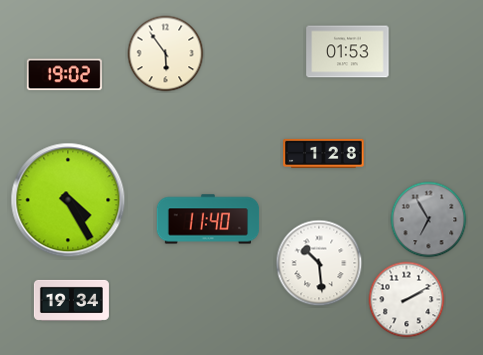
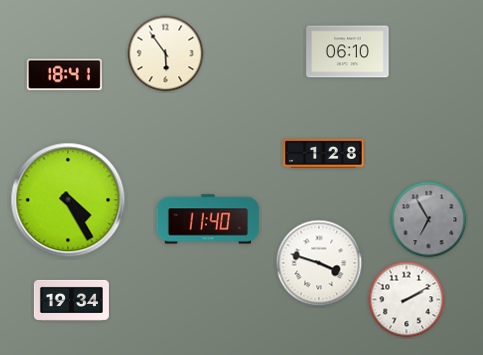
clock at (348, 52): 01:53 -> 06:10
clock at (64, 75): 19:02 -> 18:41
clock at (319, 263): 10:29 -> 3:48
